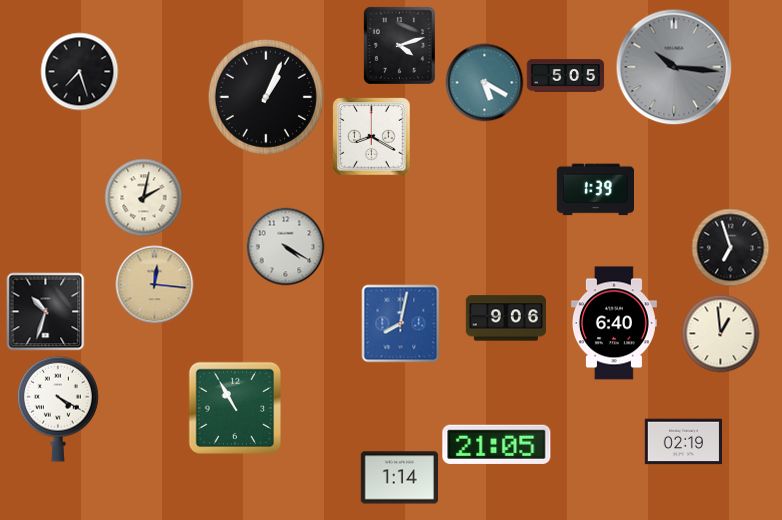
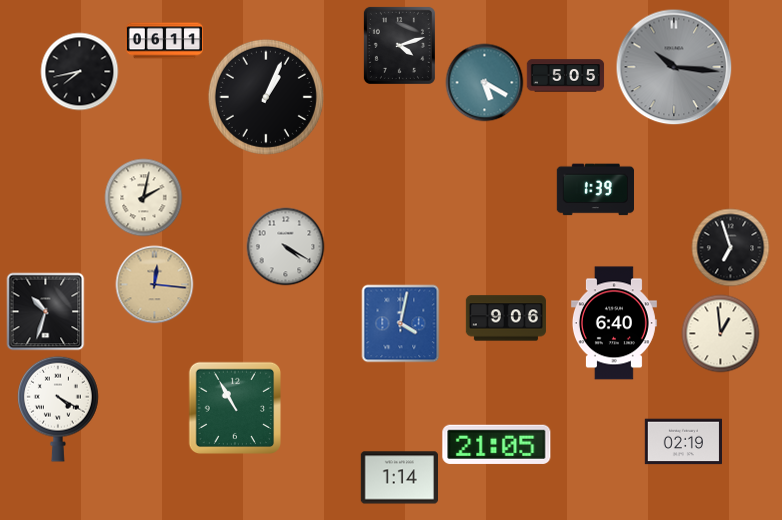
clock at (164, 41): none -> 06:11
clock at (79, 71): 7:27 -> 7:43
clock at (371, 136): 8:20 -> none
clock at (400, 323): 8:02 -> 4:02
